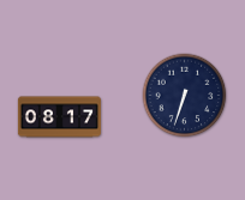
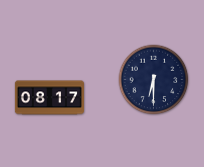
clock at (185, 96): 6:33 -> 6:30
